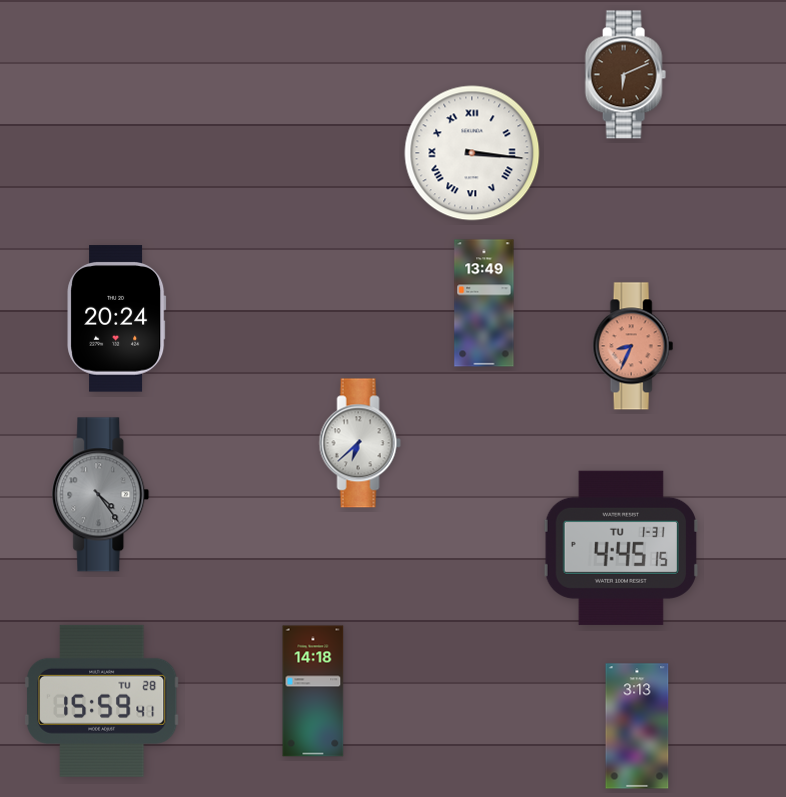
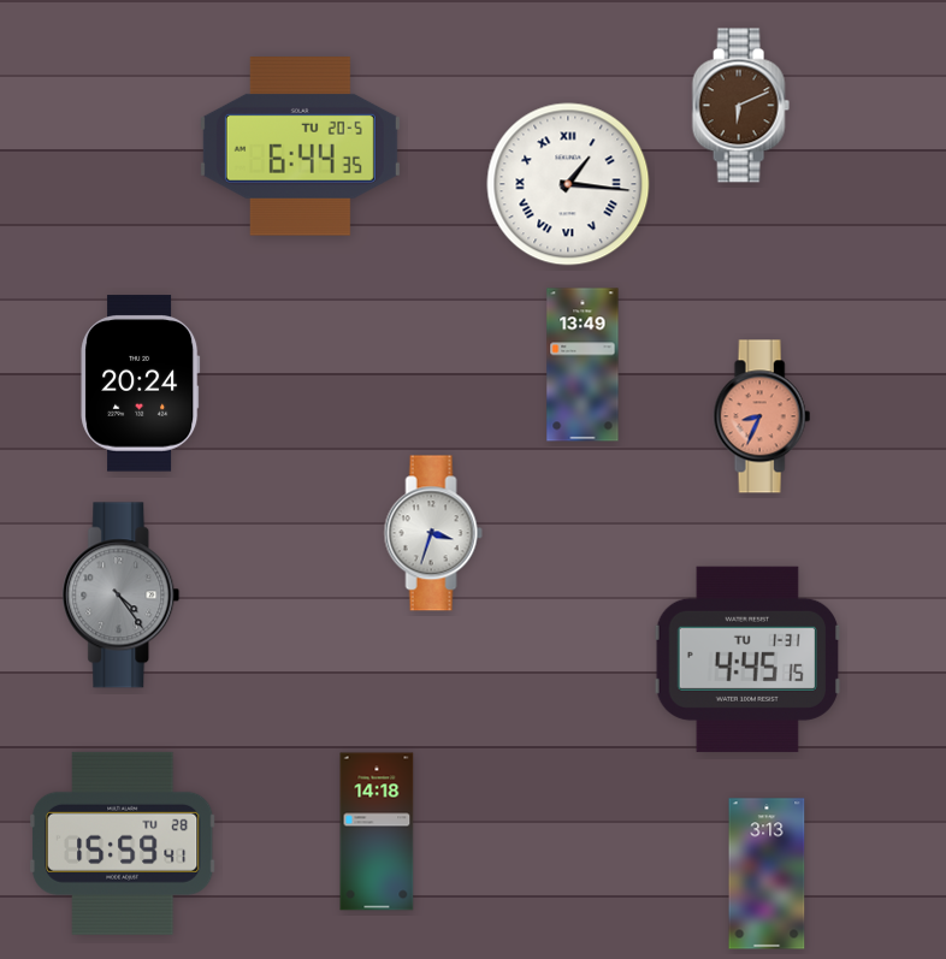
clock at (625, 75) position: (625, 75) -> (740, 106)
clock at (300, 147): none -> 6:44
clock at (472, 153): 3:16 -> 1:16
clock at (360, 443): 6:38 -> 3:33
